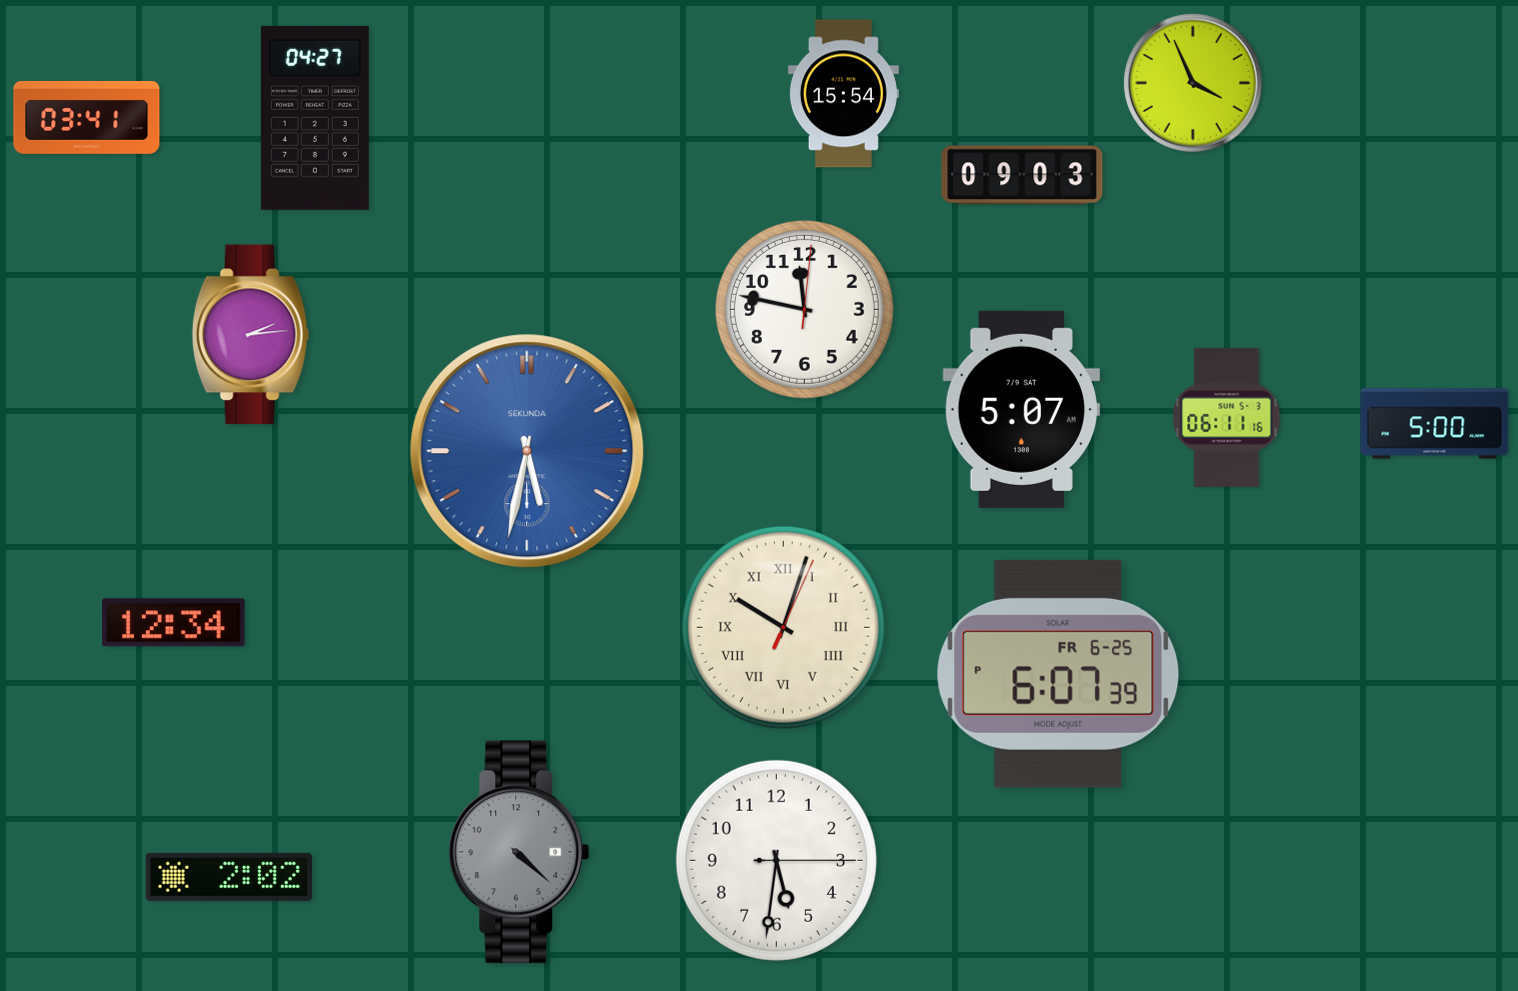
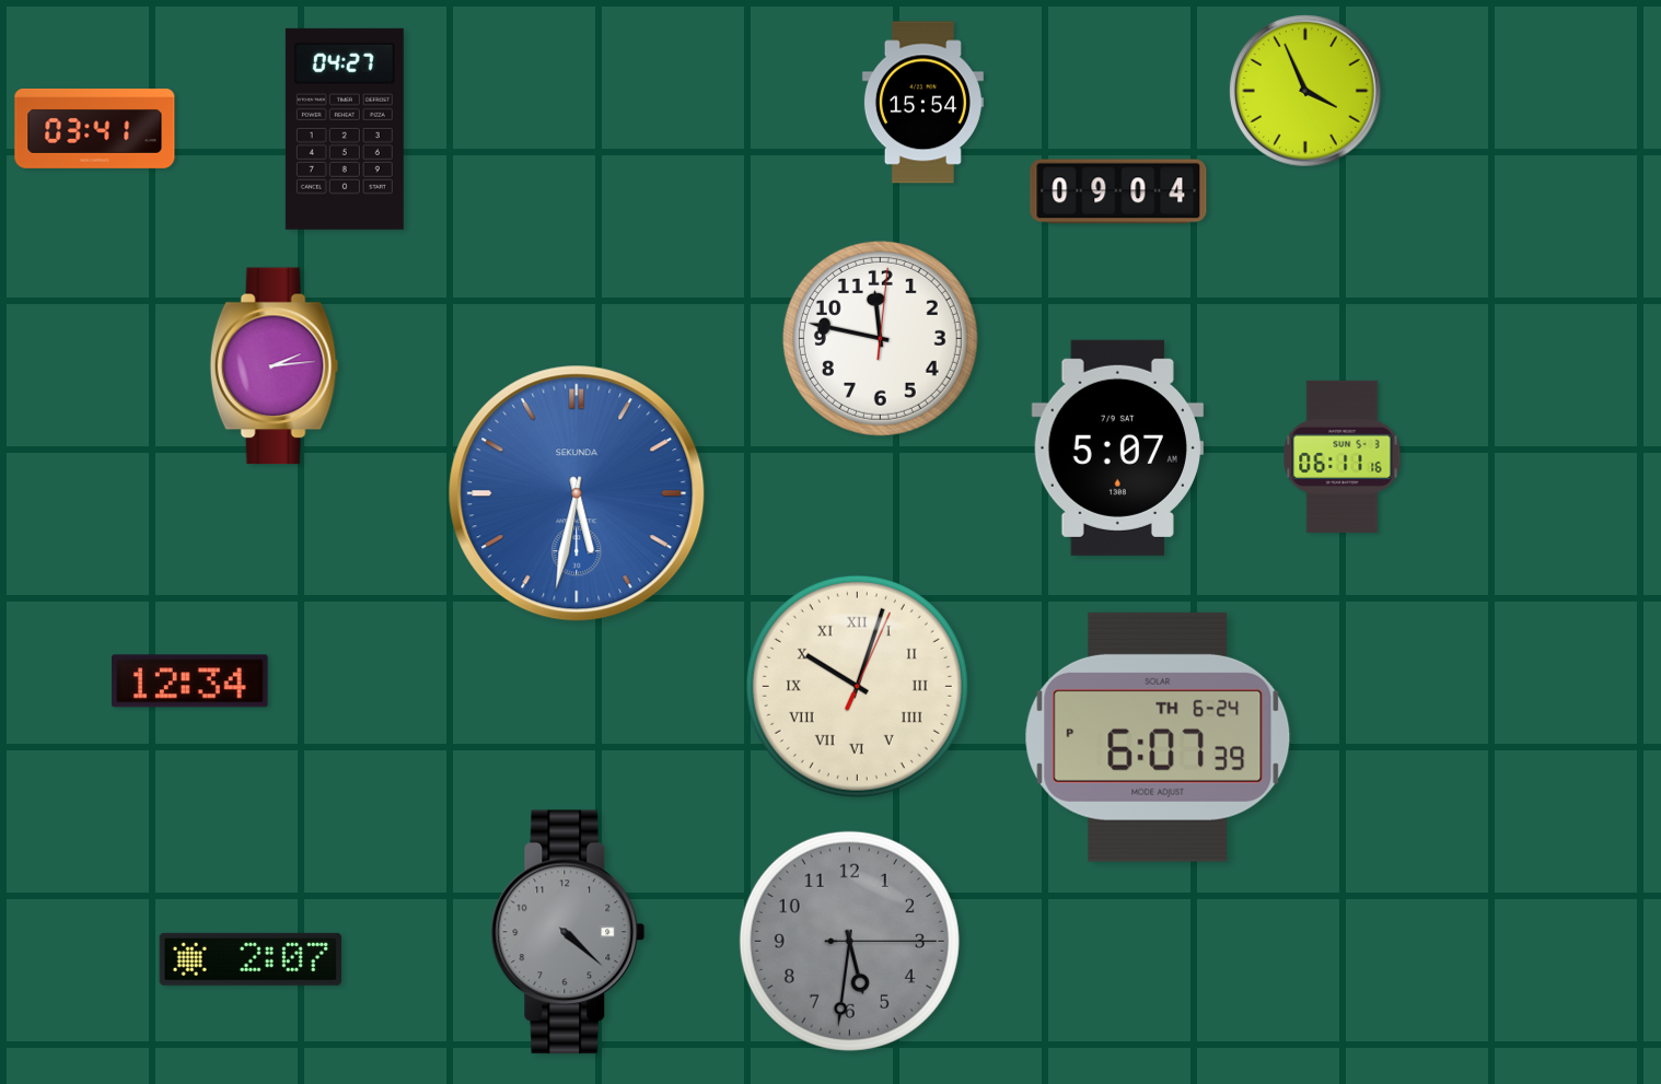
clock at (1022, 175): 09:03 -> 09:04
clock at (1435, 424): 5:00 -> none
clock at (1058, 674) date: FR 6-25 -> TH 6-24
clock at (776, 860) dial: white -> grey
clock at (228, 877): 2:02 -> 2:07
